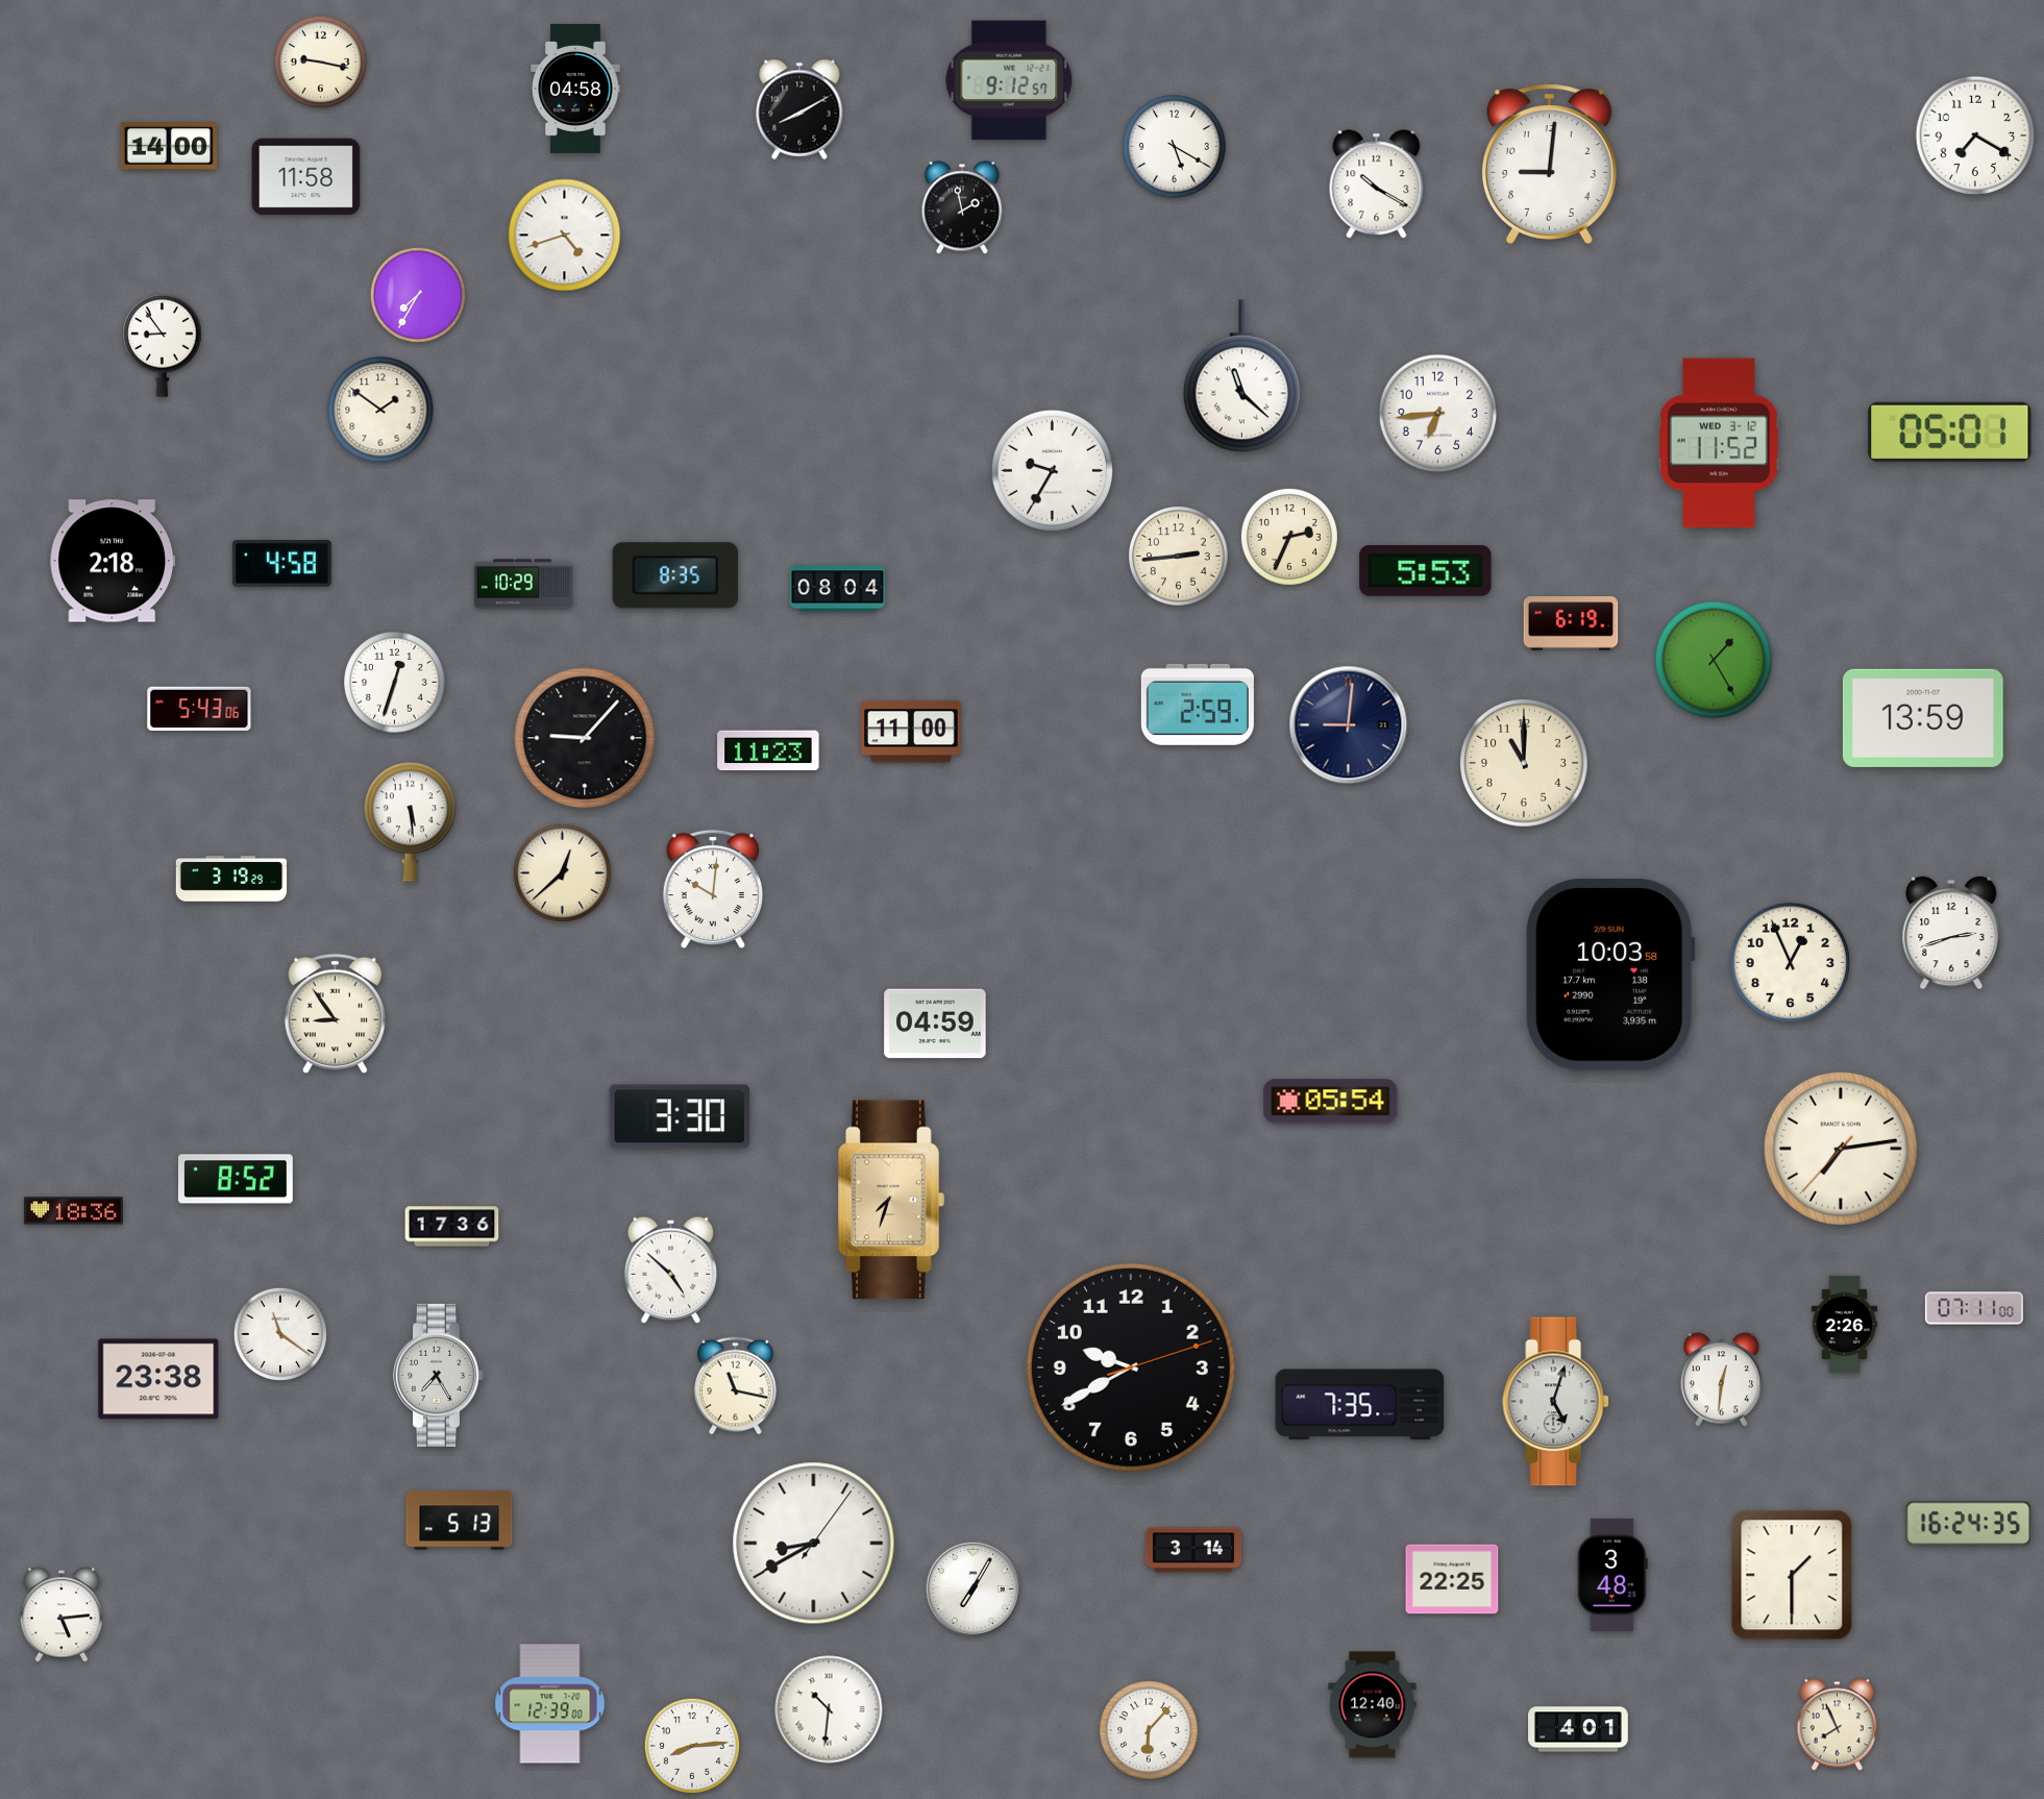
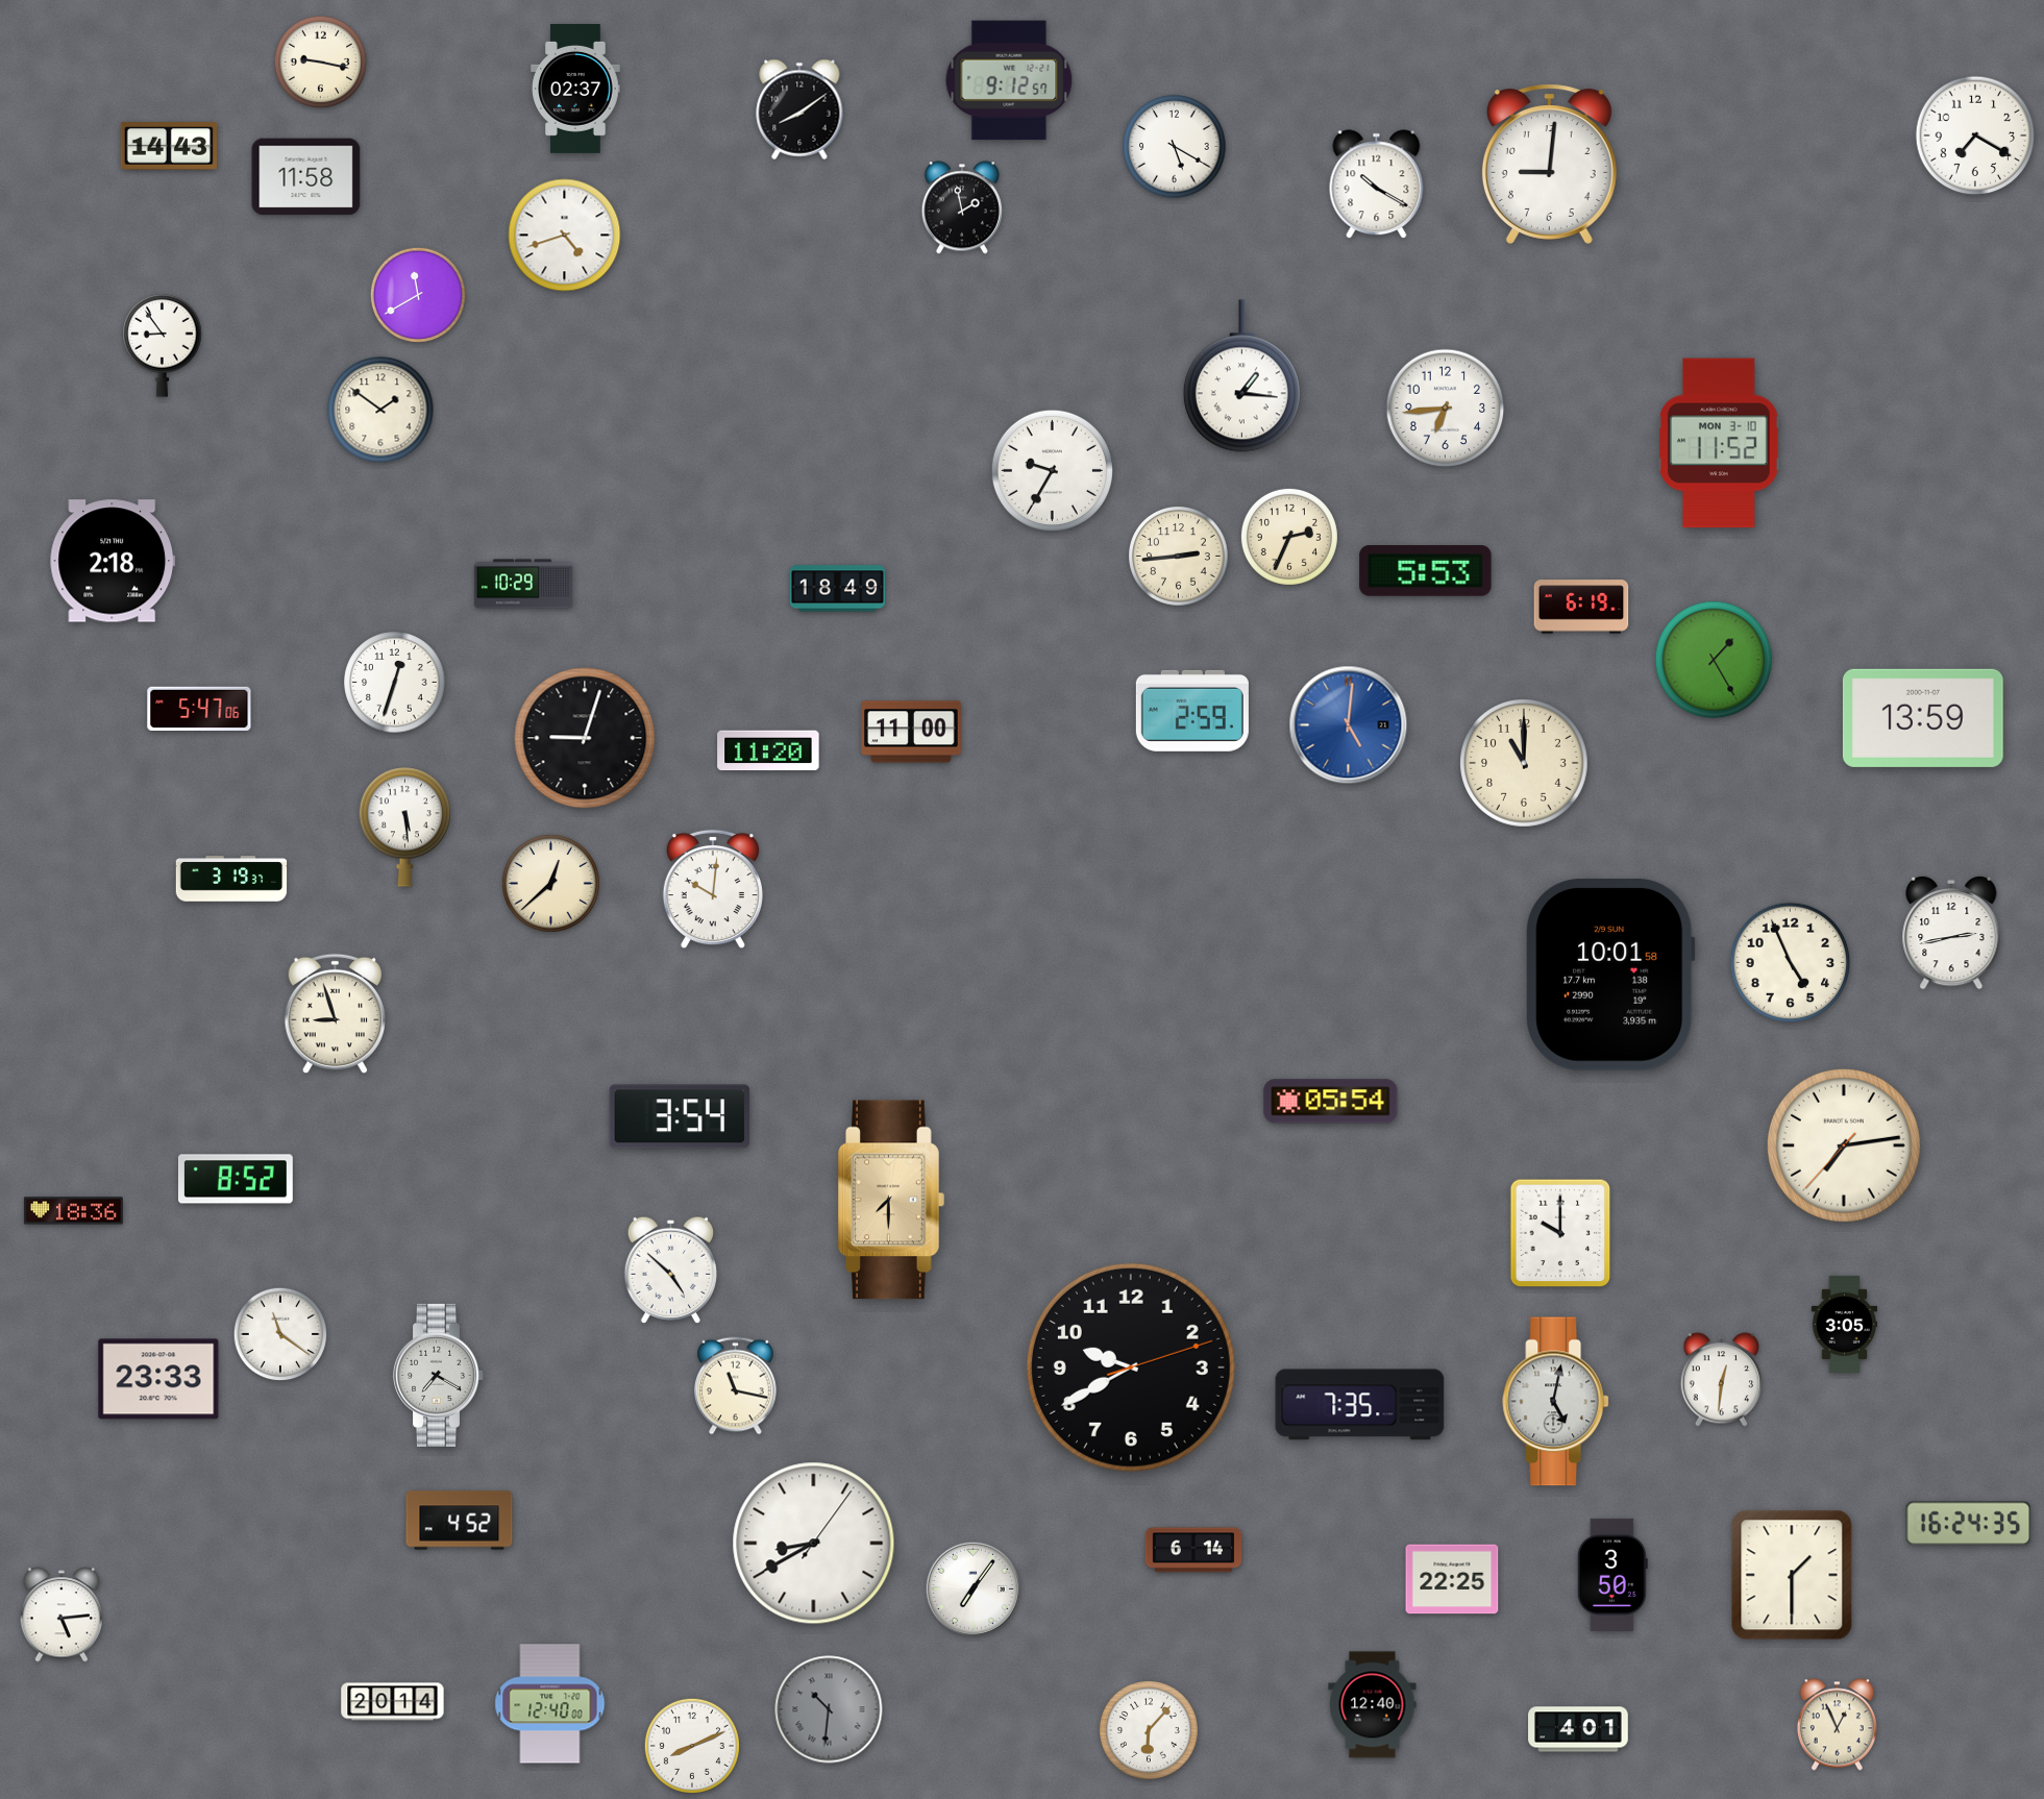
clock at (575, 89): 04:58 -> 02:37
clock at (799, 109): 8:10 -> 8:09
clock at (168, 147): 14:00 -> 14:43
clock at (418, 295): 7:35 -> 11:40
clock at (1241, 376): 11:22 -> 1:16
clock at (1438, 414) position: (1438, 414) -> (1446, 409)
clock at (1950, 432): 05:01 -> none
clock at (1719, 443) date: WED 3-12 -> MON 3-10
clock at (281, 564): 4:58 -> none
clock at (674, 575): 8:35 -> none
clock at (838, 589): 08:04 -> 18:49
clock at (1571, 623) position: (1571, 623) -> (1581, 607)
clock at (1198, 705) position: (1198, 705) -> (1192, 711)
clock at (199, 709): 5:43 -> 5:47
clock at (1349, 725): 9:01 -> 5:01
clock at (1349, 725) dial: navy -> blue
clock at (585, 738): 9:07 -> 9:03
clock at (768, 750): 11:23 -> 11:20
clock at (410, 822) position: (410, 822) -> (404, 828)
clock at (562, 872) position: (562, 872) -> (550, 883)
clock at (231, 879): 3:19:29 -> 3:19:37
clock at (1951, 933): 2:42 -> 2:43
clock at (1791, 963): 12:56 -> 4:56
clock at (1610, 975): 10:03 -> 10:01
clock at (335, 1014): 8:54 -> 8:57
clock at (935, 1024): 04:59 -> none
clock at (680, 1116): 3:30 -> 3:54
clock at (1841, 1149) position: (1841, 1149) -> (1844, 1145)
clock at (892, 1200): 7:33 -> 7:30
clock at (452, 1227): 17:36 -> none
clock at (1560, 1233): none -> 10:00
clock at (1974, 1308): 07:11 -> none
clock at (1845, 1324): 2:26 -> 3:05
clock at (438, 1375): 7:25 -> 7:20
clock at (158, 1379): 23:38 -> 23:33
clock at (1555, 1402): 5:03 -> 5:02
clock at (460, 1521): 5:13 -> 4:52
clock at (1193, 1550): 3:14 -> 6:14
clock at (1612, 1575): 3:48 -> 3:50
clock at (972, 1588): 7:05 -> 7:06
clock at (393, 1702): none -> 20:14
clock at (550, 1704): 12:39 -> 12:40
clock at (829, 1709) dial: white -> grey
clock at (1837, 1725): 7:56 -> 12:56
clock at (692, 1746): 8:14 -> 8:11
